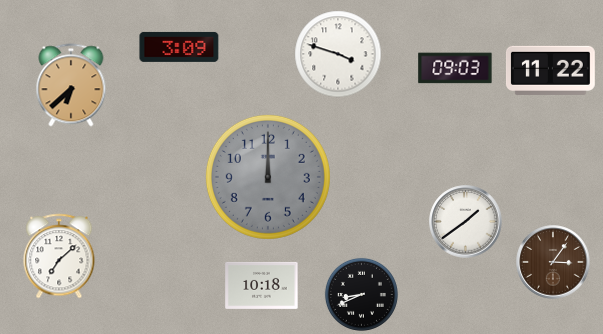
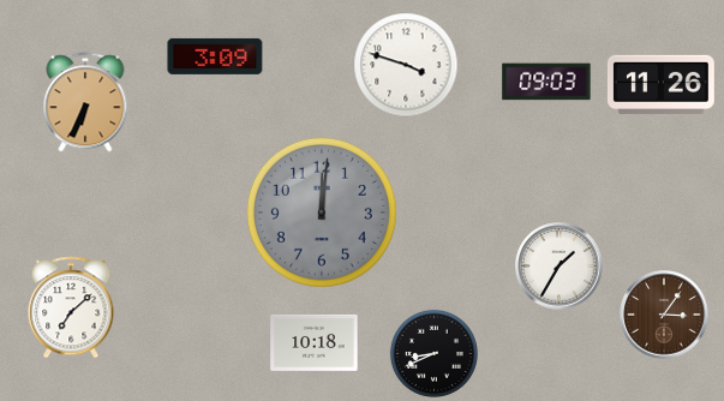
clock at (550, 70): 11:22 -> 11:26
clock at (71, 85): 6:38 -> 6:34
clock at (268, 177): 12:00 -> 12:01
clock at (466, 222): 1:39 -> 1:35
